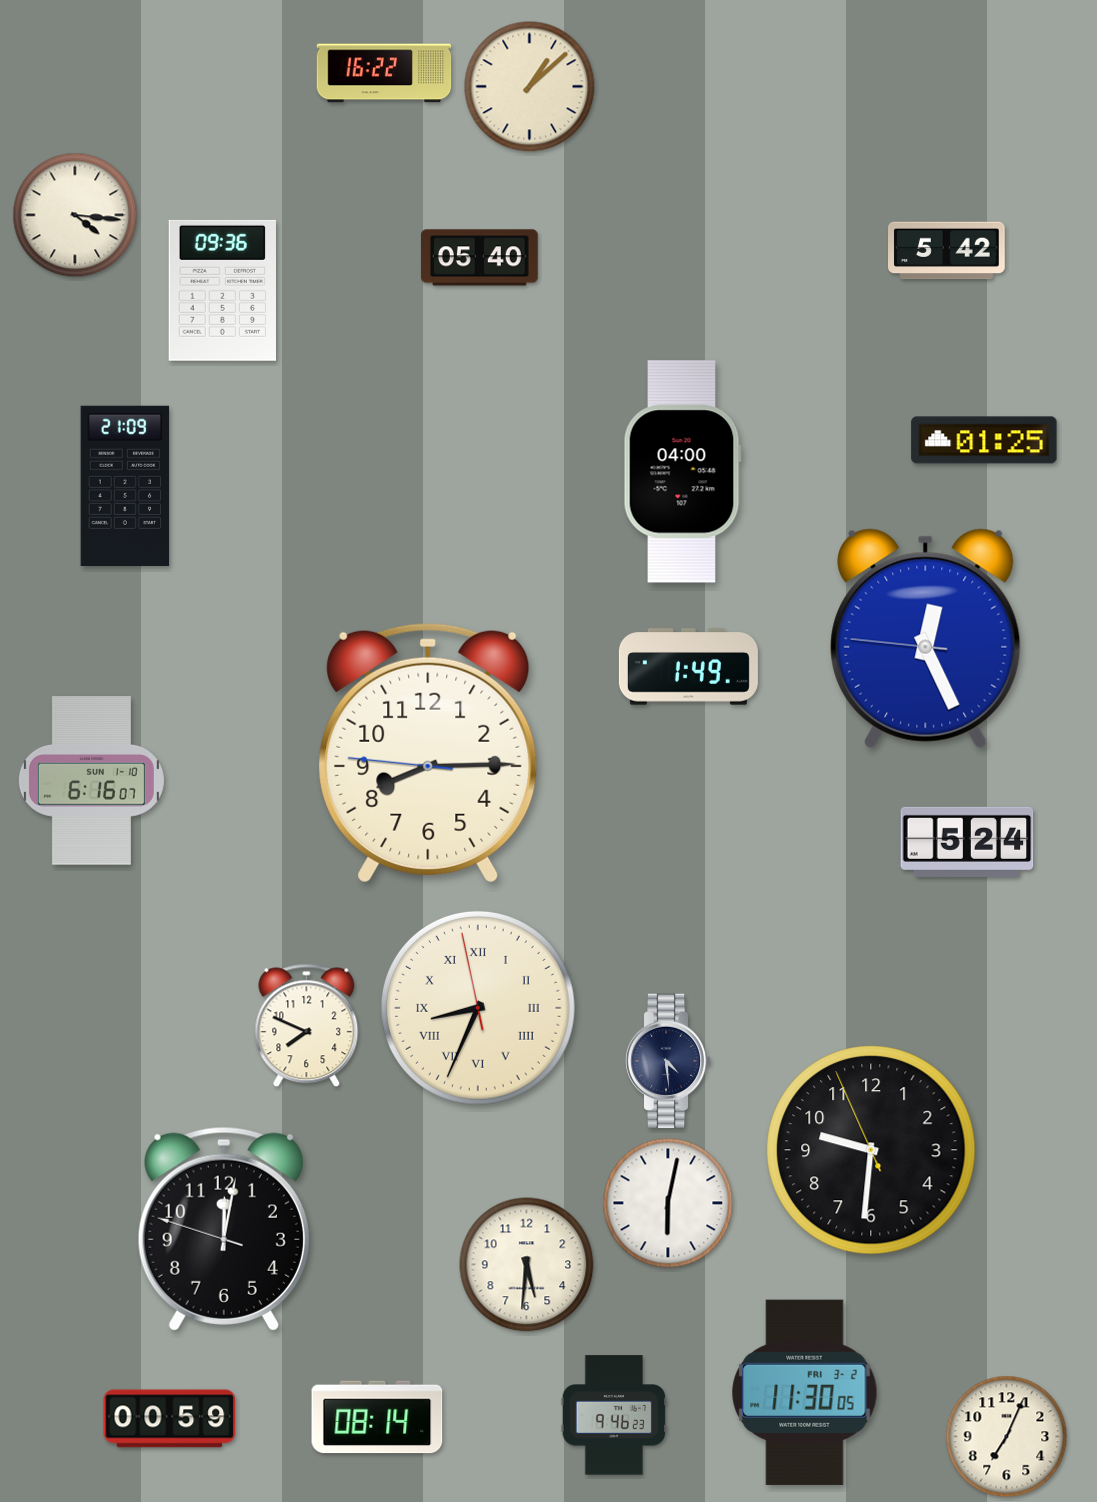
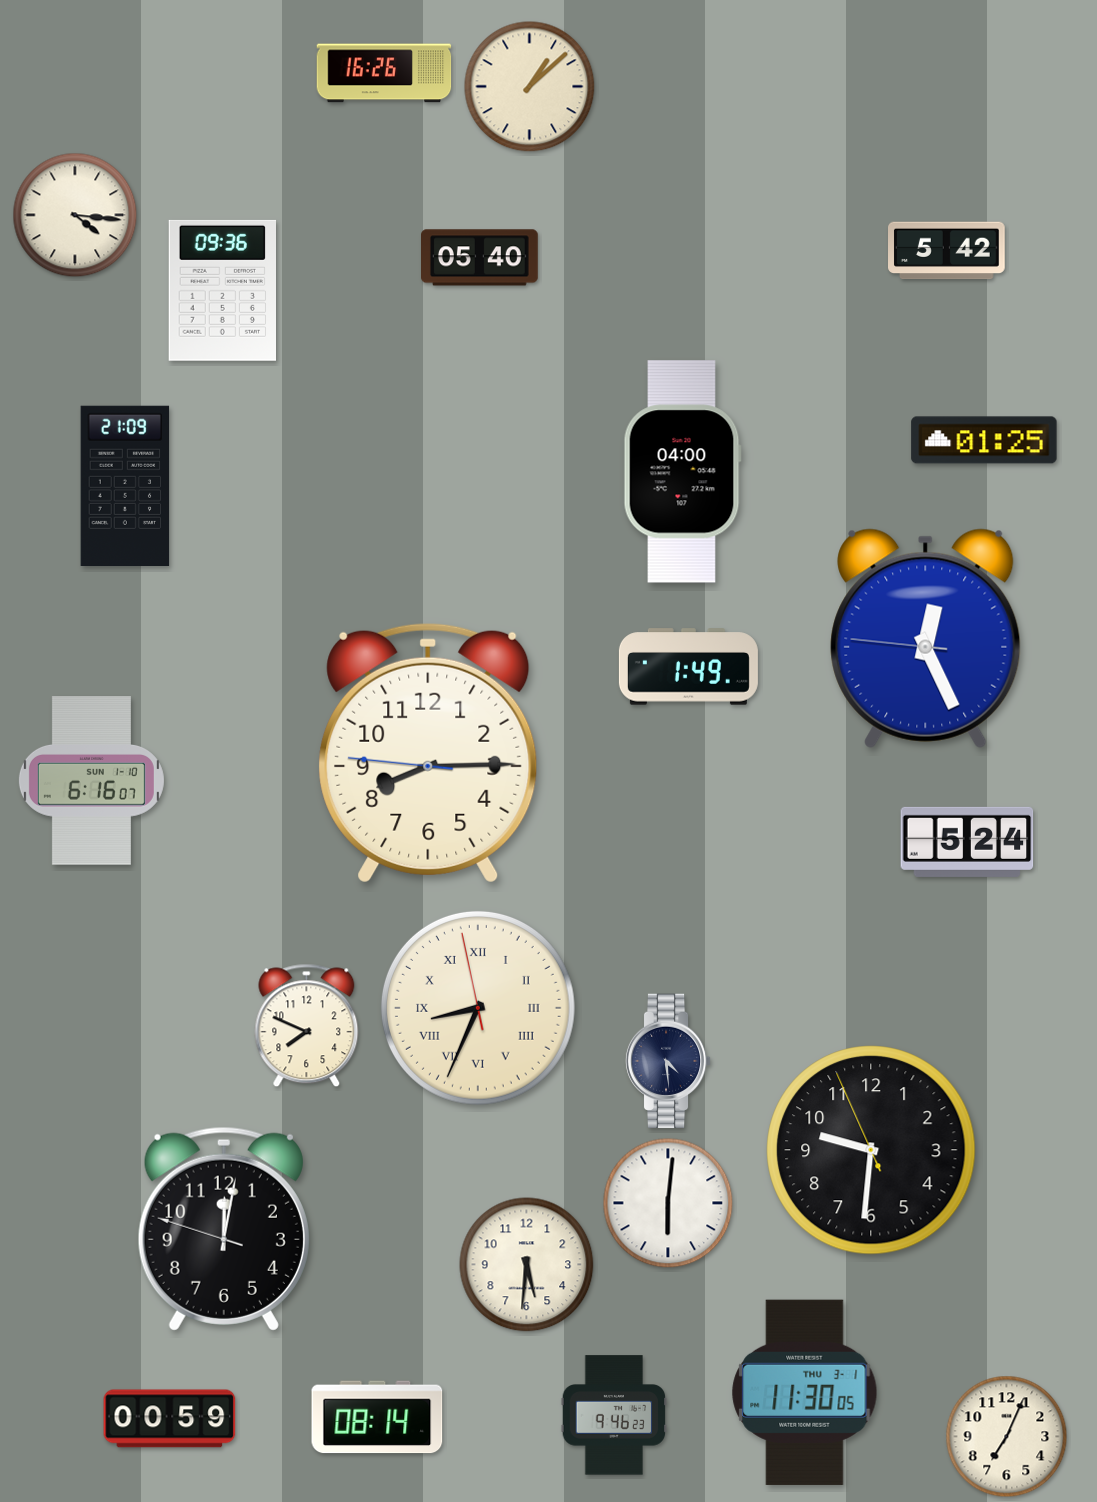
clock at (384, 73): 16:22 -> 16:26
clock at (668, 1203): 6:02 -> 6:01
clock at (805, 1392) date: FRI 3-2 -> THU 3-1
